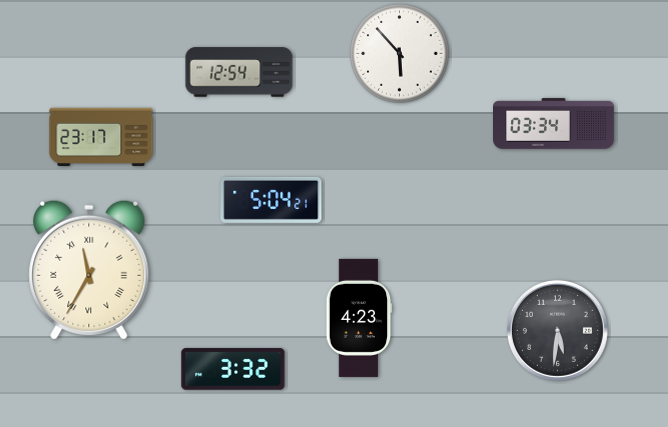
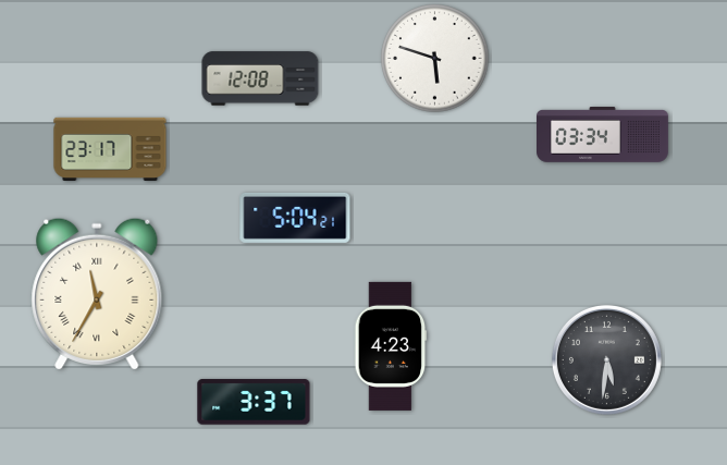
clock at (400, 54): 5:53 -> 5:48
clock at (239, 72): 12:54 -> 12:08
clock at (233, 369): 3:32 -> 3:37
